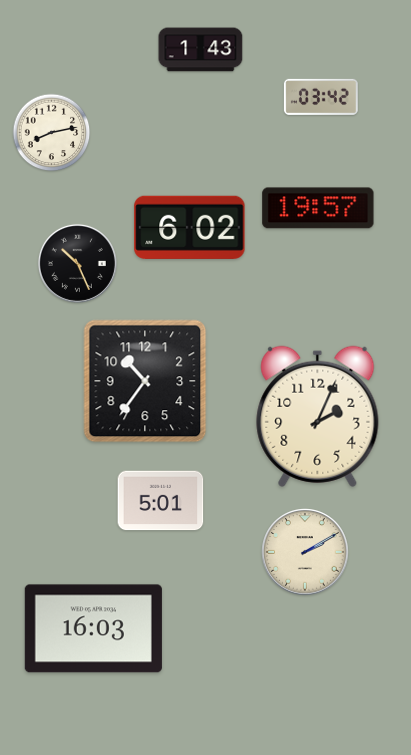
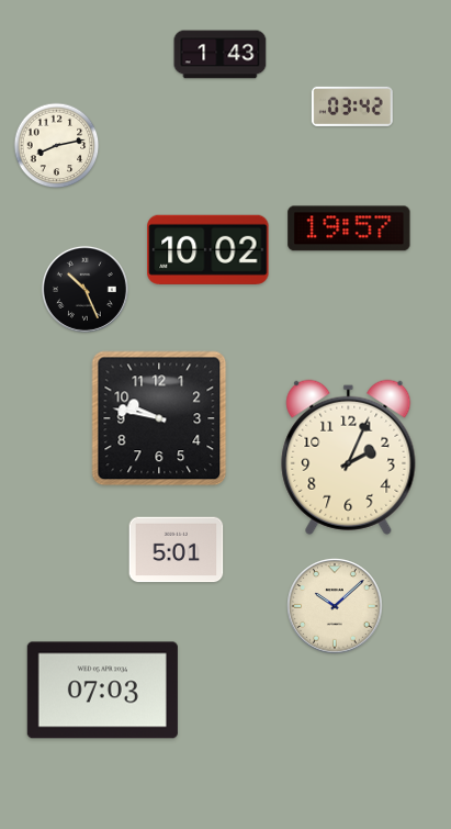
clock at (190, 227): 6:02 -> 10:02
clock at (145, 381): 10:36 -> 9:47
clock at (305, 552): 2:10 -> 10:08
clock at (93, 629): 16:03 -> 07:03
